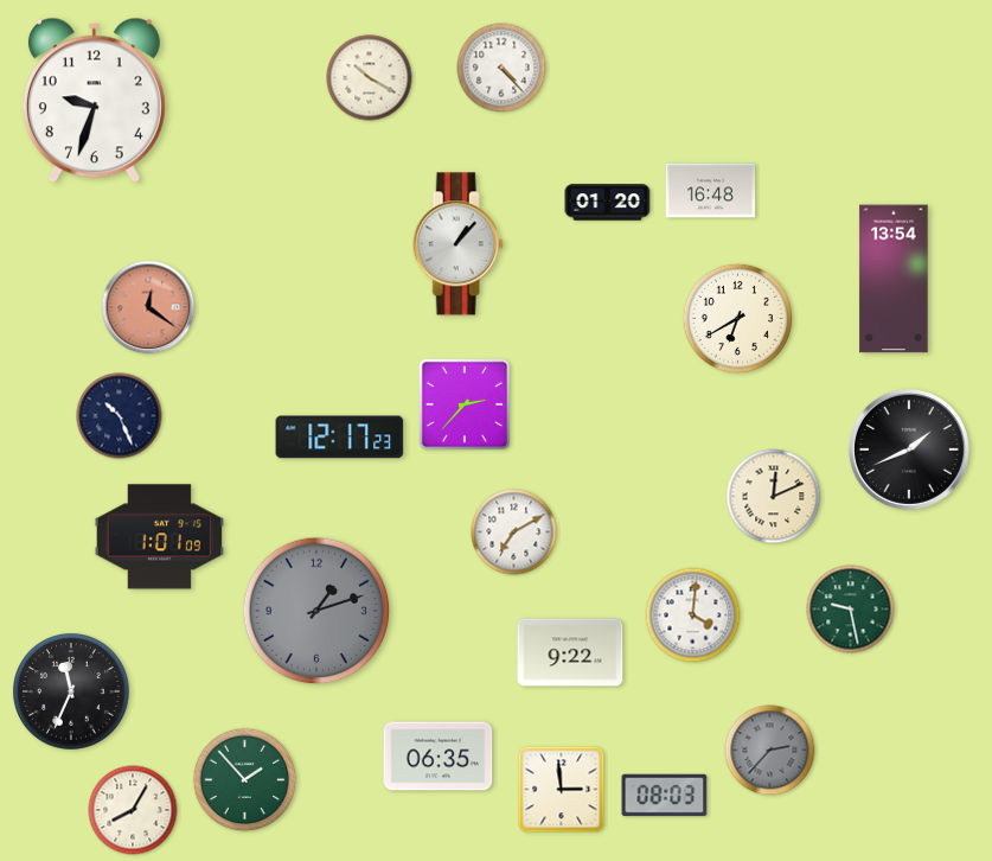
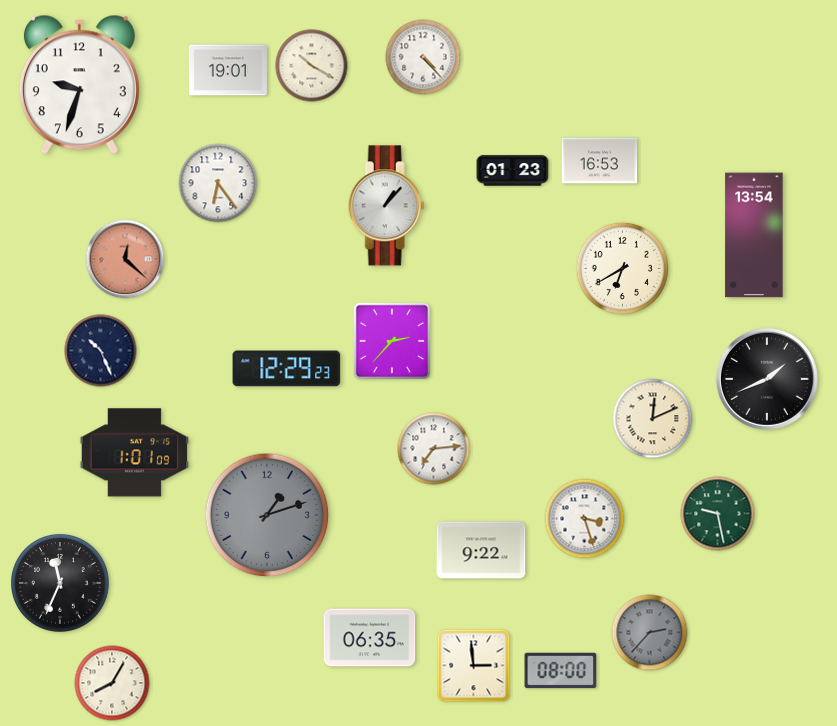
clock at (228, 70): none -> 19:01
clock at (711, 191): 16:48 -> 16:53
clock at (608, 203): 01:20 -> 01:23
clock at (218, 183): none -> 6:24
clock at (148, 307): 12:21 -> 12:22
clock at (340, 438): 12:17 -> 12:29
clock at (514, 532): 7:10 -> 7:14
clock at (693, 616): 4:01 -> 3:27
clock at (245, 780): 1:53 -> none
clock at (665, 796): 08:03 -> 08:00
